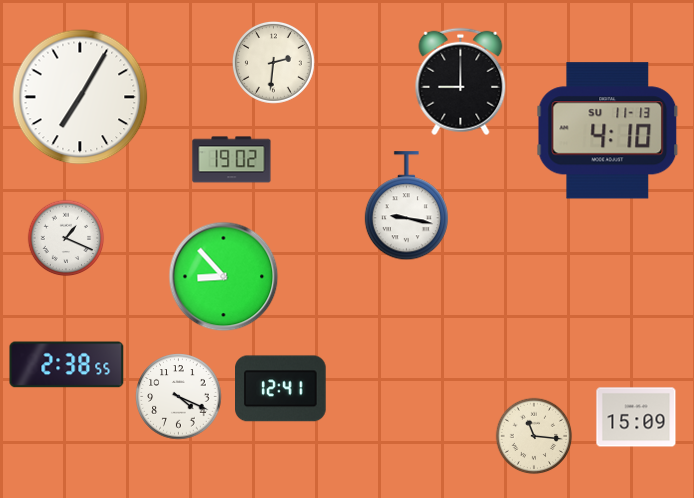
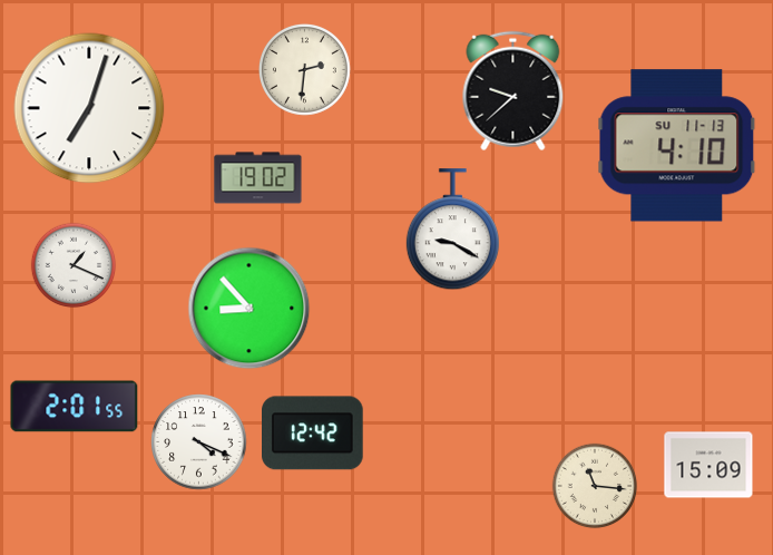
clock at (461, 82): 9:00 -> 9:38
clock at (80, 97): 7:05 -> 7:03
clock at (406, 206): 9:17 -> 9:20
clock at (67, 365): 2:38 -> 2:01
clock at (281, 389): 12:41 -> 12:42
